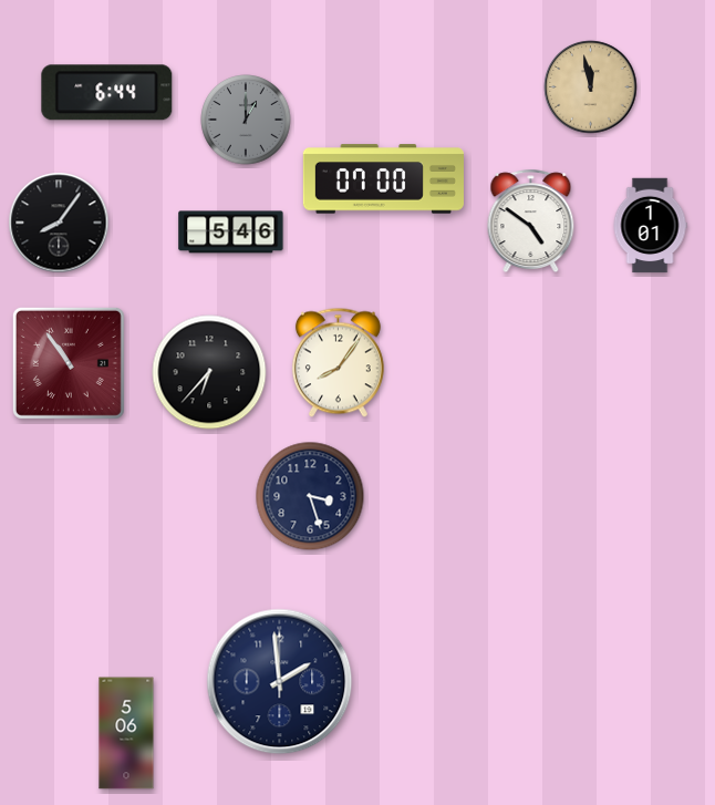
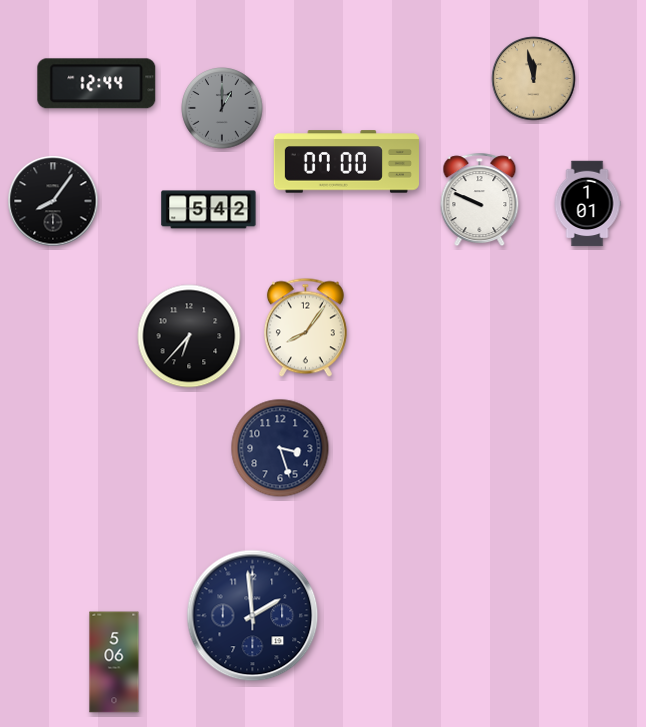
clock at (107, 93): 6:44 -> 12:44
clock at (531, 220): 4:51 -> 9:49
clock at (231, 233): 5:46 -> 5:42
clock at (69, 363): 10:54 -> none
